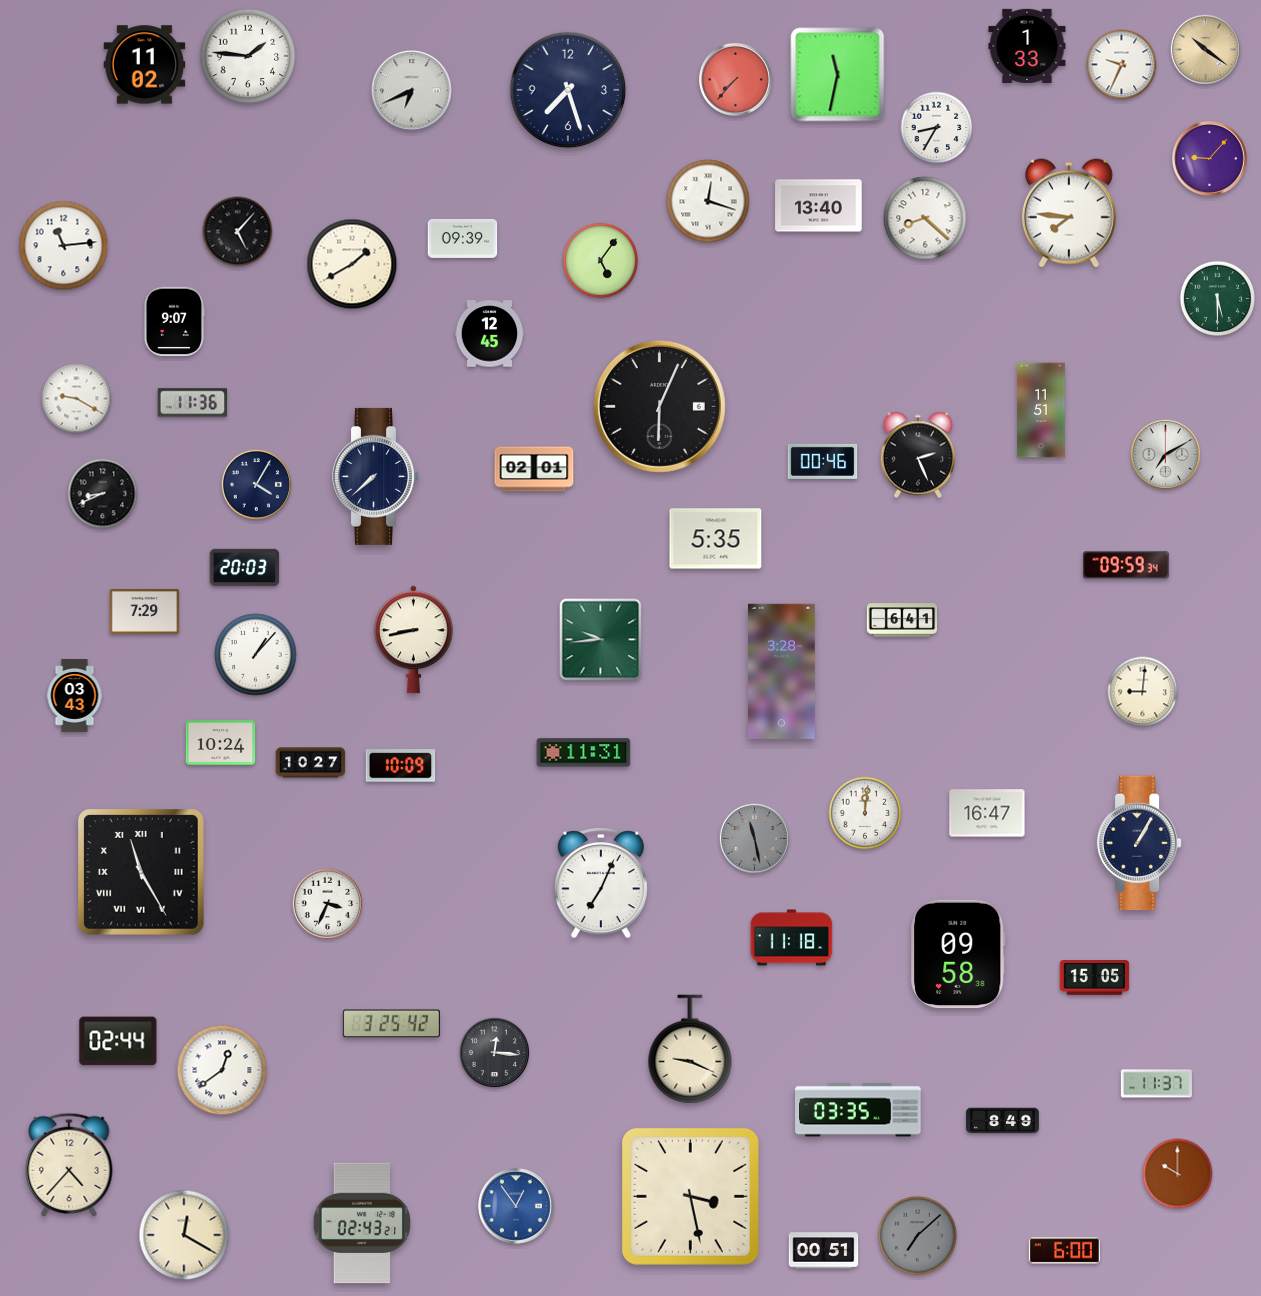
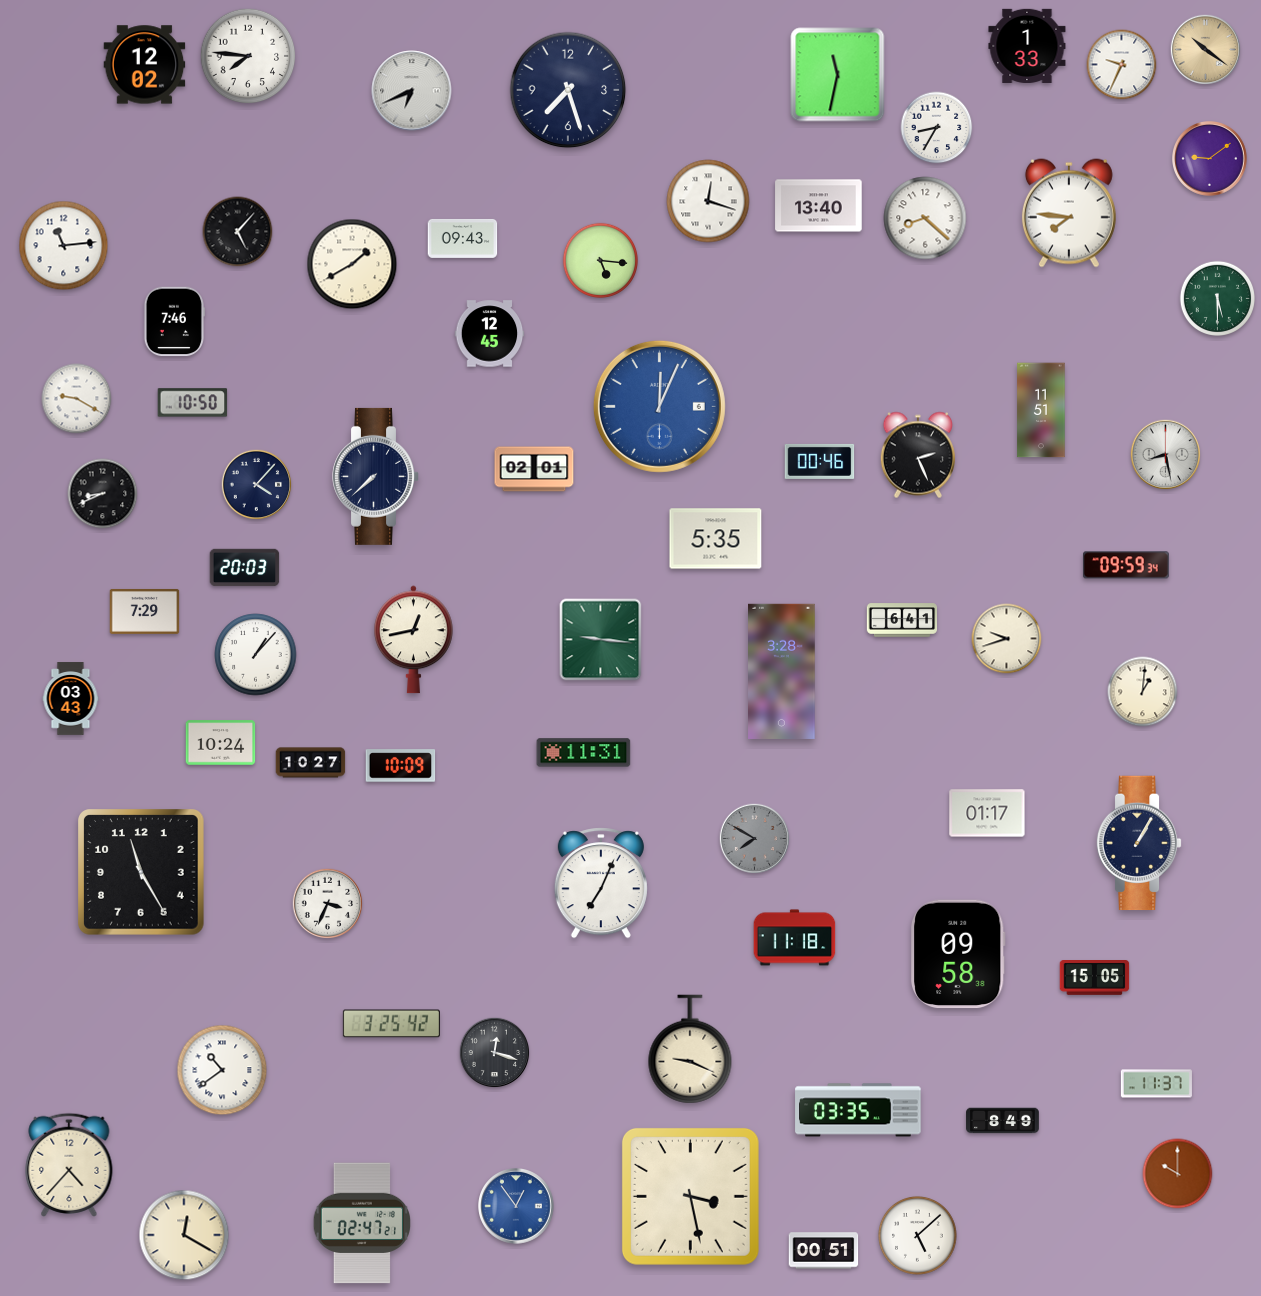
clock at (248, 56): 1:46 -> 7:46
clock at (145, 65): 11:02 -> 12:02
clock at (735, 79): 7:37 -> none
clock at (1210, 159): 9:07 -> 9:09
clock at (463, 238): 09:39 -> 09:43
clock at (600, 260): 5:06 -> 5:16
clock at (173, 322): 9:07 -> 7:46
clock at (193, 403): 11:36 -> 10:50
clock at (659, 406): 6:04 -> 12:04
clock at (659, 406) dial: black -> blue
clock at (1166, 455): 7:10 -> 8:28
clock at (823, 461) position: (823, 461) -> (820, 461)
clock at (257, 485): 4:05 -> 4:07
clock at (1007, 639): none -> 9:42
clock at (414, 640): 8:43 -> 12:43
clock at (601, 640): 9:44 -> 9:16
clock at (1143, 692): 9:01 -> 1:01
clock at (75, 696) position: (75, 696) -> (71, 699)
clock at (865, 813): 12:01 -> none
clock at (987, 813): 16:47 -> 01:17
clock at (755, 839): 11:28 -> 7:50
clock at (142, 873) numerals: Roman -> Arabic
clock at (792, 938) position: (792, 938) -> (795, 938)
clock at (118, 1041): 02:44 -> none
clock at (495, 1053): 12:16 -> 12:18
clock at (222, 1070): 12:39 -> 10:39
clock at (361, 1223): 02:43 -> 02:47
clock at (918, 1236): 7:08 -> 5:08
clock at (918, 1236) dial: grey -> white
clock at (1064, 1251): 6:00 -> none
